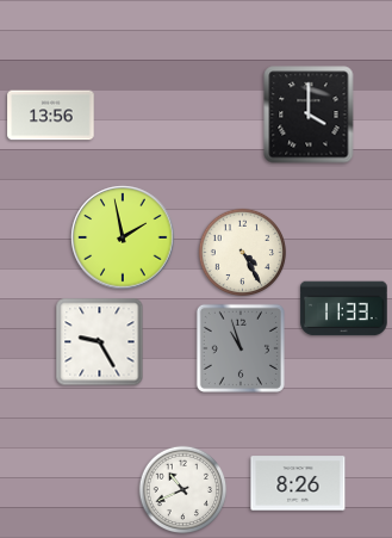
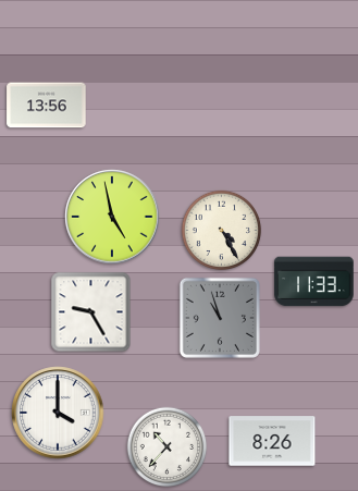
clock at (309, 115): 4:00 -> none
clock at (123, 237): 1:58 -> 4:58
clock at (58, 413): none -> 4:00
clock at (183, 490): 10:41 -> 10:37
